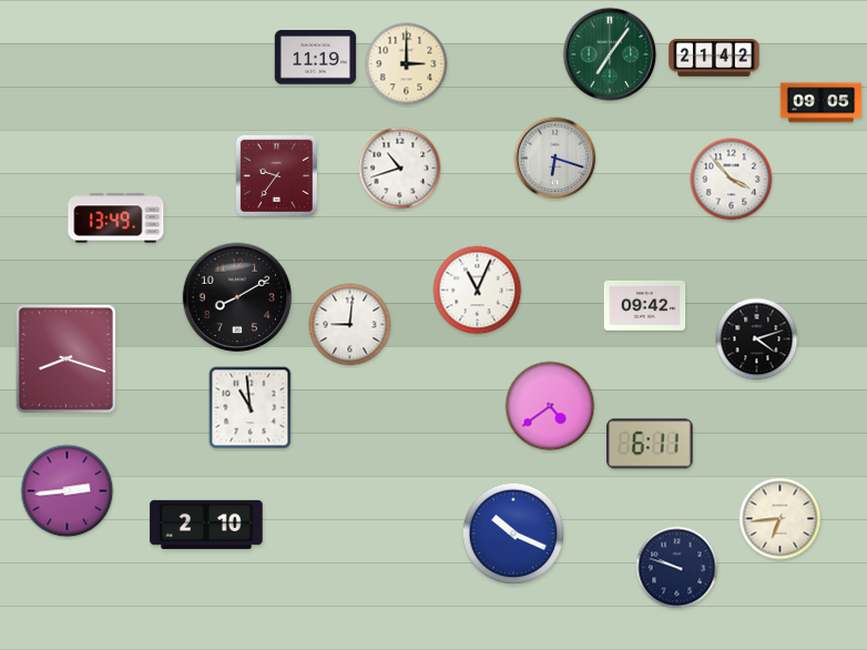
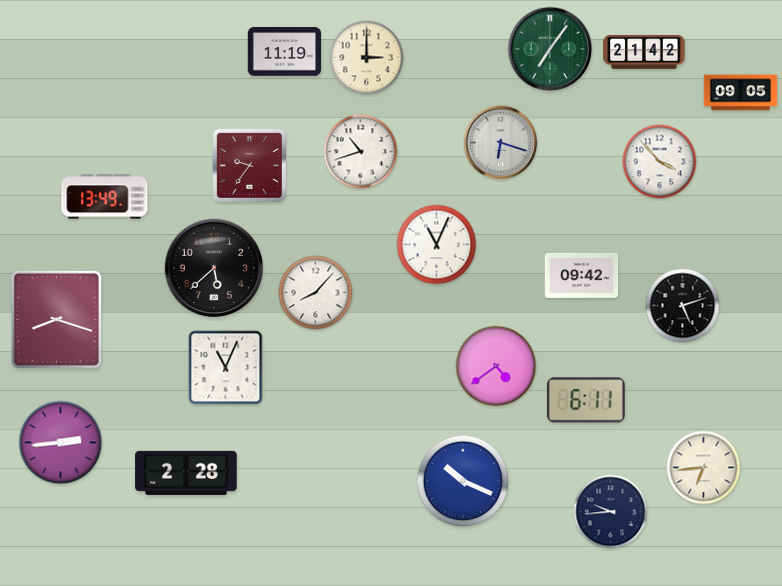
clock at (276, 175) position: (276, 175) -> (249, 165)
clock at (478, 291) position: (478, 291) -> (437, 245)
clock at (237, 297): 8:10 -> 5:38
clock at (350, 325): 9:01 -> 8:07
clock at (757, 339): 4:12 -> 5:12
clock at (65, 358) position: (65, 358) -> (56, 319)
clock at (251, 408): 10:59 -> 11:04
clock at (206, 525): 2:10 -> 2:28
clock at (677, 568): 9:48 -> 9:44
